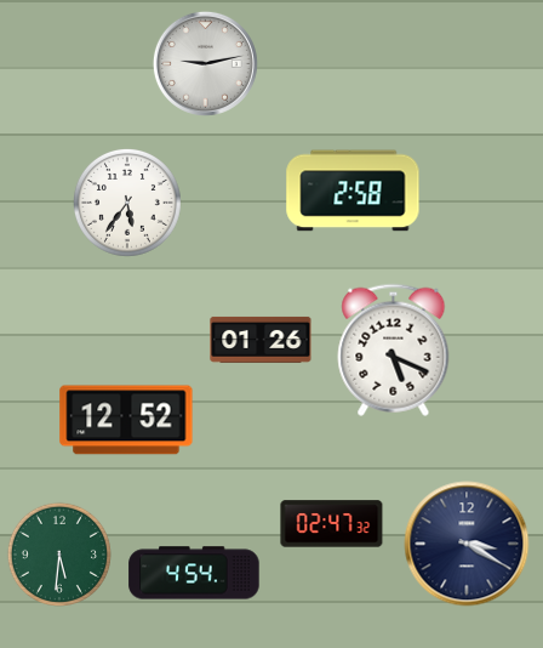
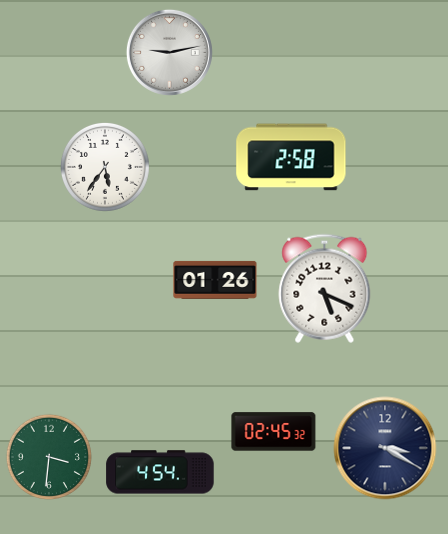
clock at (126, 420): 12:52 -> none
clock at (332, 524): 02:47 -> 02:45
clock at (58, 553): 5:31 -> 3:31
